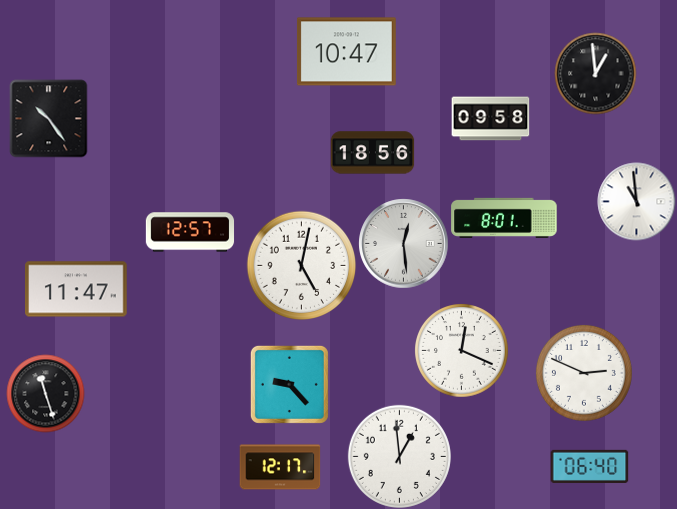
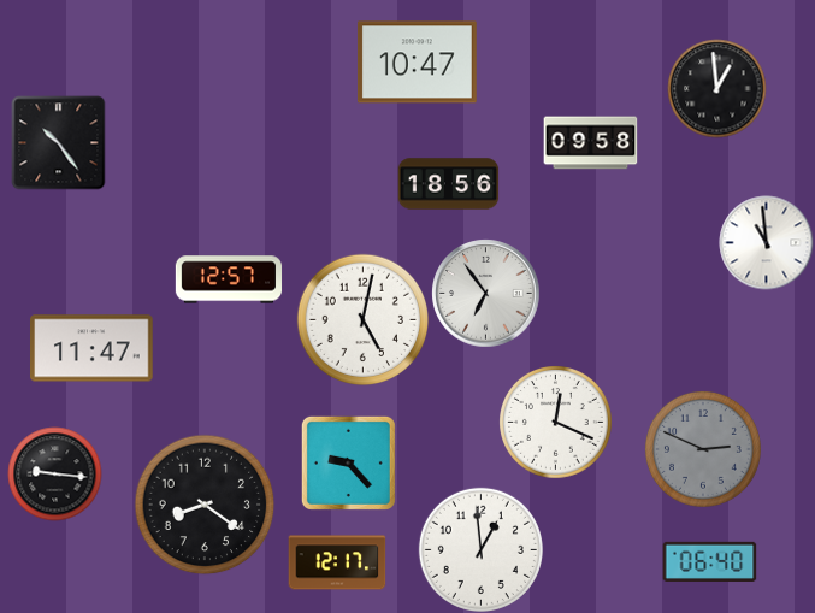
clock at (504, 218): 8:01 -> none
clock at (403, 243): 12:29 -> 6:54
clock at (584, 373) dial: white -> grey
clock at (45, 393): 11:27 -> 9:16
clock at (205, 505): none -> 8:21
